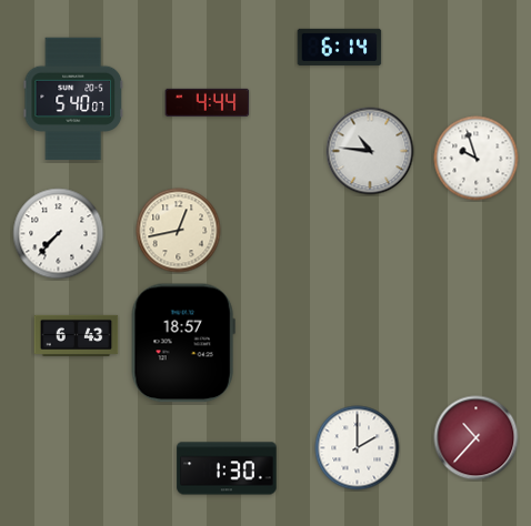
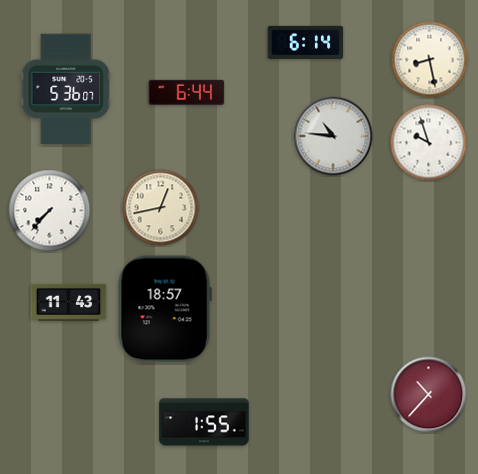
clock at (430, 60): none -> 8:28
clock at (72, 99): 5:40 -> 5:36
clock at (208, 102): 4:44 -> 6:44
clock at (59, 234) position: (59, 234) -> (50, 211)
clock at (77, 335): 6:43 -> 11:43
clock at (358, 448): 2:00 -> none
clock at (227, 468): 1:30 -> 1:55
